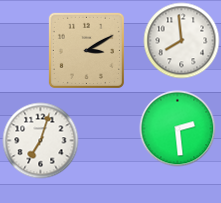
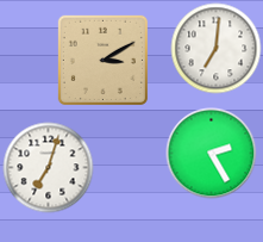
clock at (182, 41): 7:59 -> 7:01
clock at (178, 129): 2:29 -> 2:25
